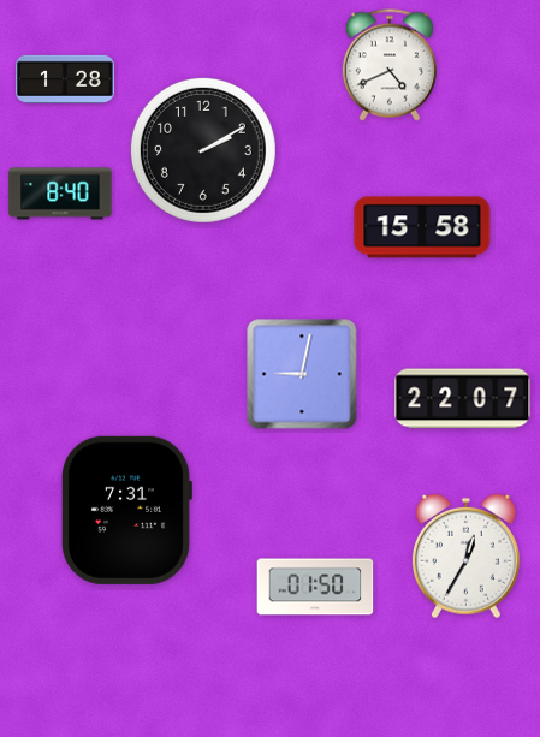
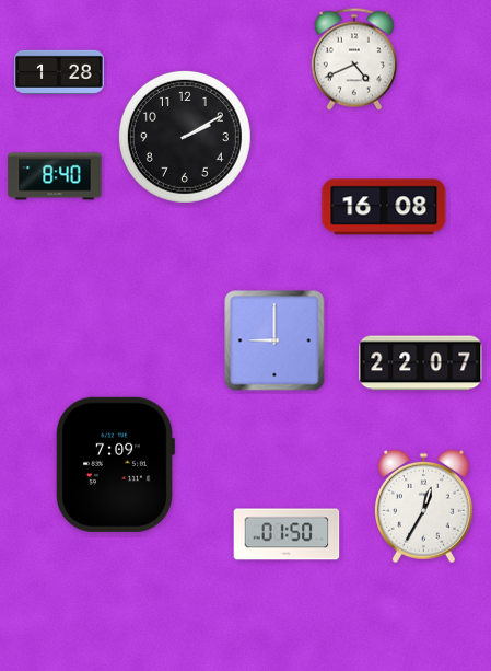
clock at (422, 227): 15:58 -> 16:08
clock at (302, 374): 9:02 -> 9:00
clock at (126, 510): 7:31 -> 7:09
